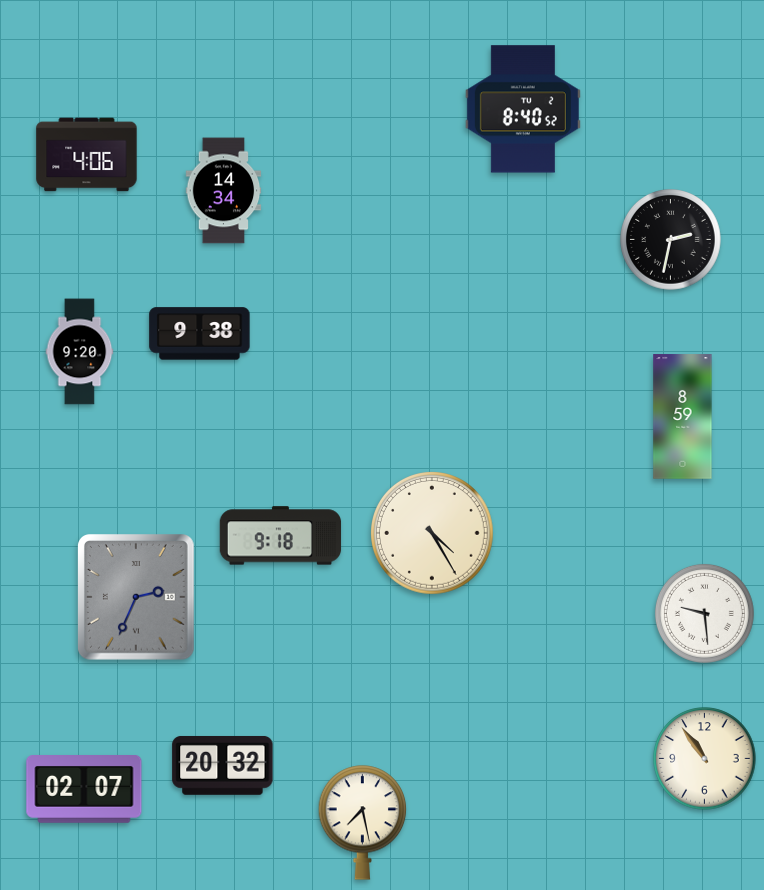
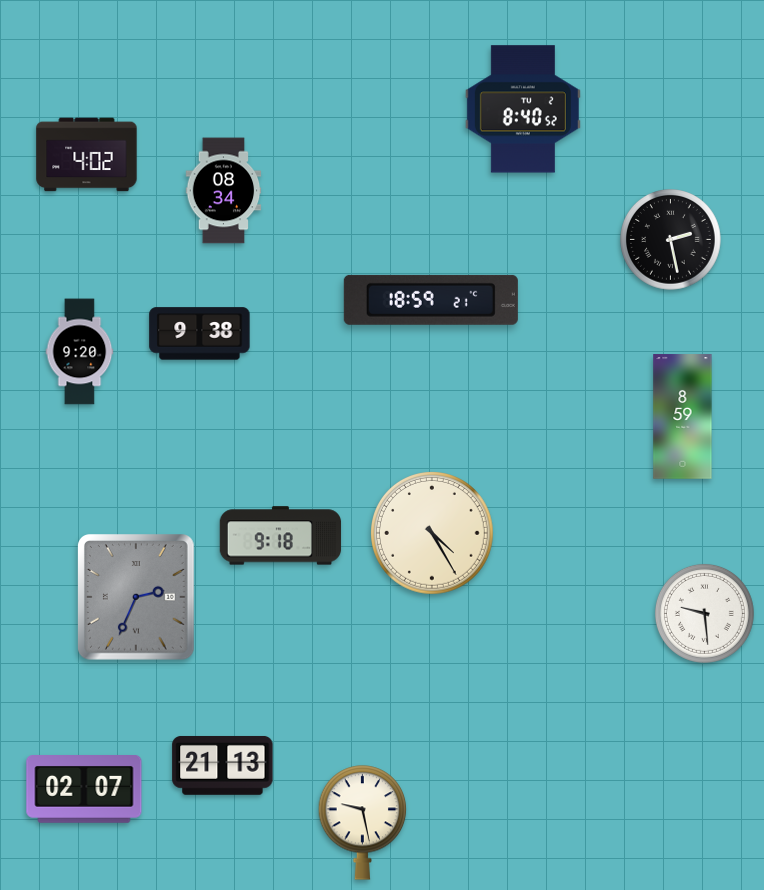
clock at (87, 155): 4:06 -> 4:02
clock at (224, 191): 14:34 -> 08:34
clock at (671, 240): 2:32 -> 2:28
clock at (431, 300): none -> 18:59
clock at (705, 759): 10:54 -> none
clock at (223, 765): 20:32 -> 21:13
clock at (363, 823): 7:28 -> 9:28
